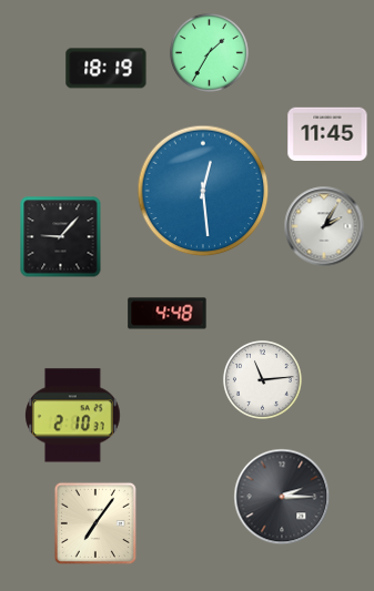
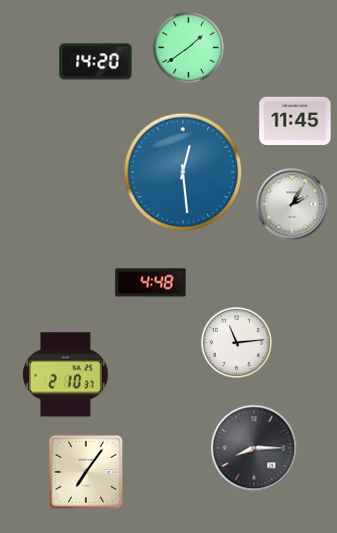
clock at (209, 52): 1:35 -> 1:39
clock at (107, 69): 18:19 -> 14:20
clock at (61, 237): 9:07 -> none
clock at (282, 497): 2:15 -> 8:15
